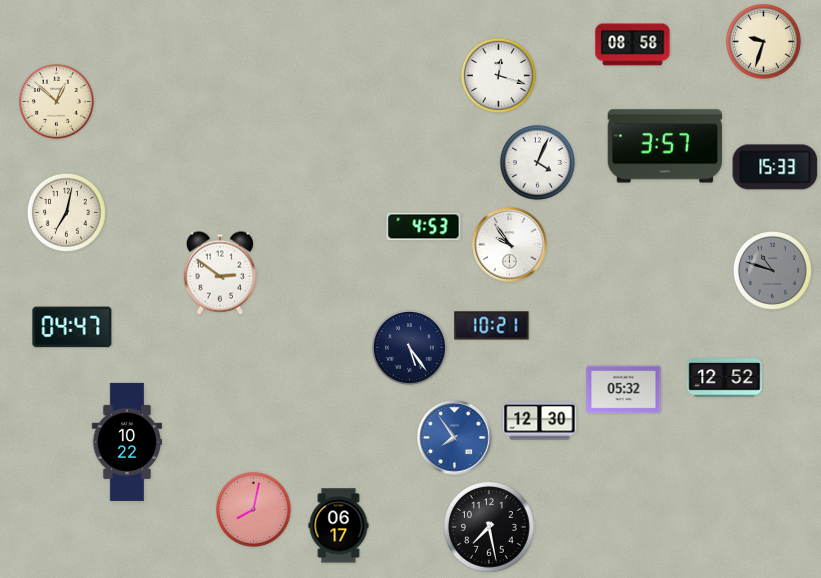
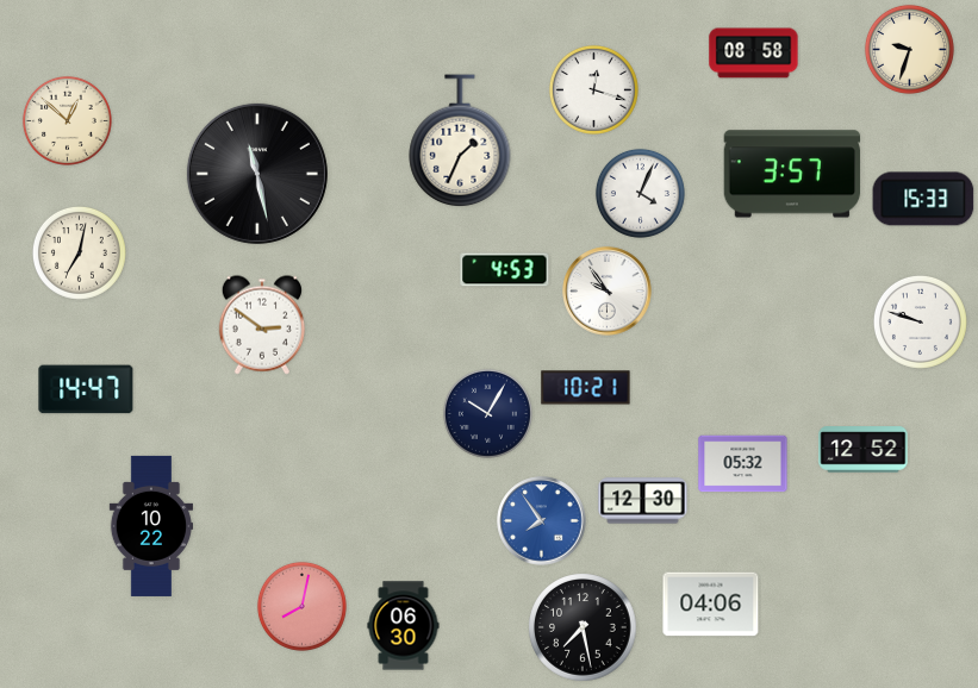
clock at (460, 142): none -> 1:34
clock at (257, 174): none -> 11:28
clock at (772, 270): 10:48 -> 9:48
clock at (772, 270) dial: grey -> white
clock at (72, 327): 04:47 -> 14:47
clock at (409, 347): 5:24 -> 10:05
clock at (711, 605): none -> 04:06
clock at (339, 526): 06:17 -> 06:30
